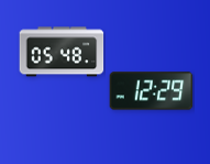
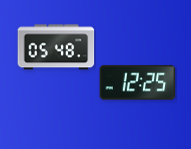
clock at (152, 91): 12:29 -> 12:25
